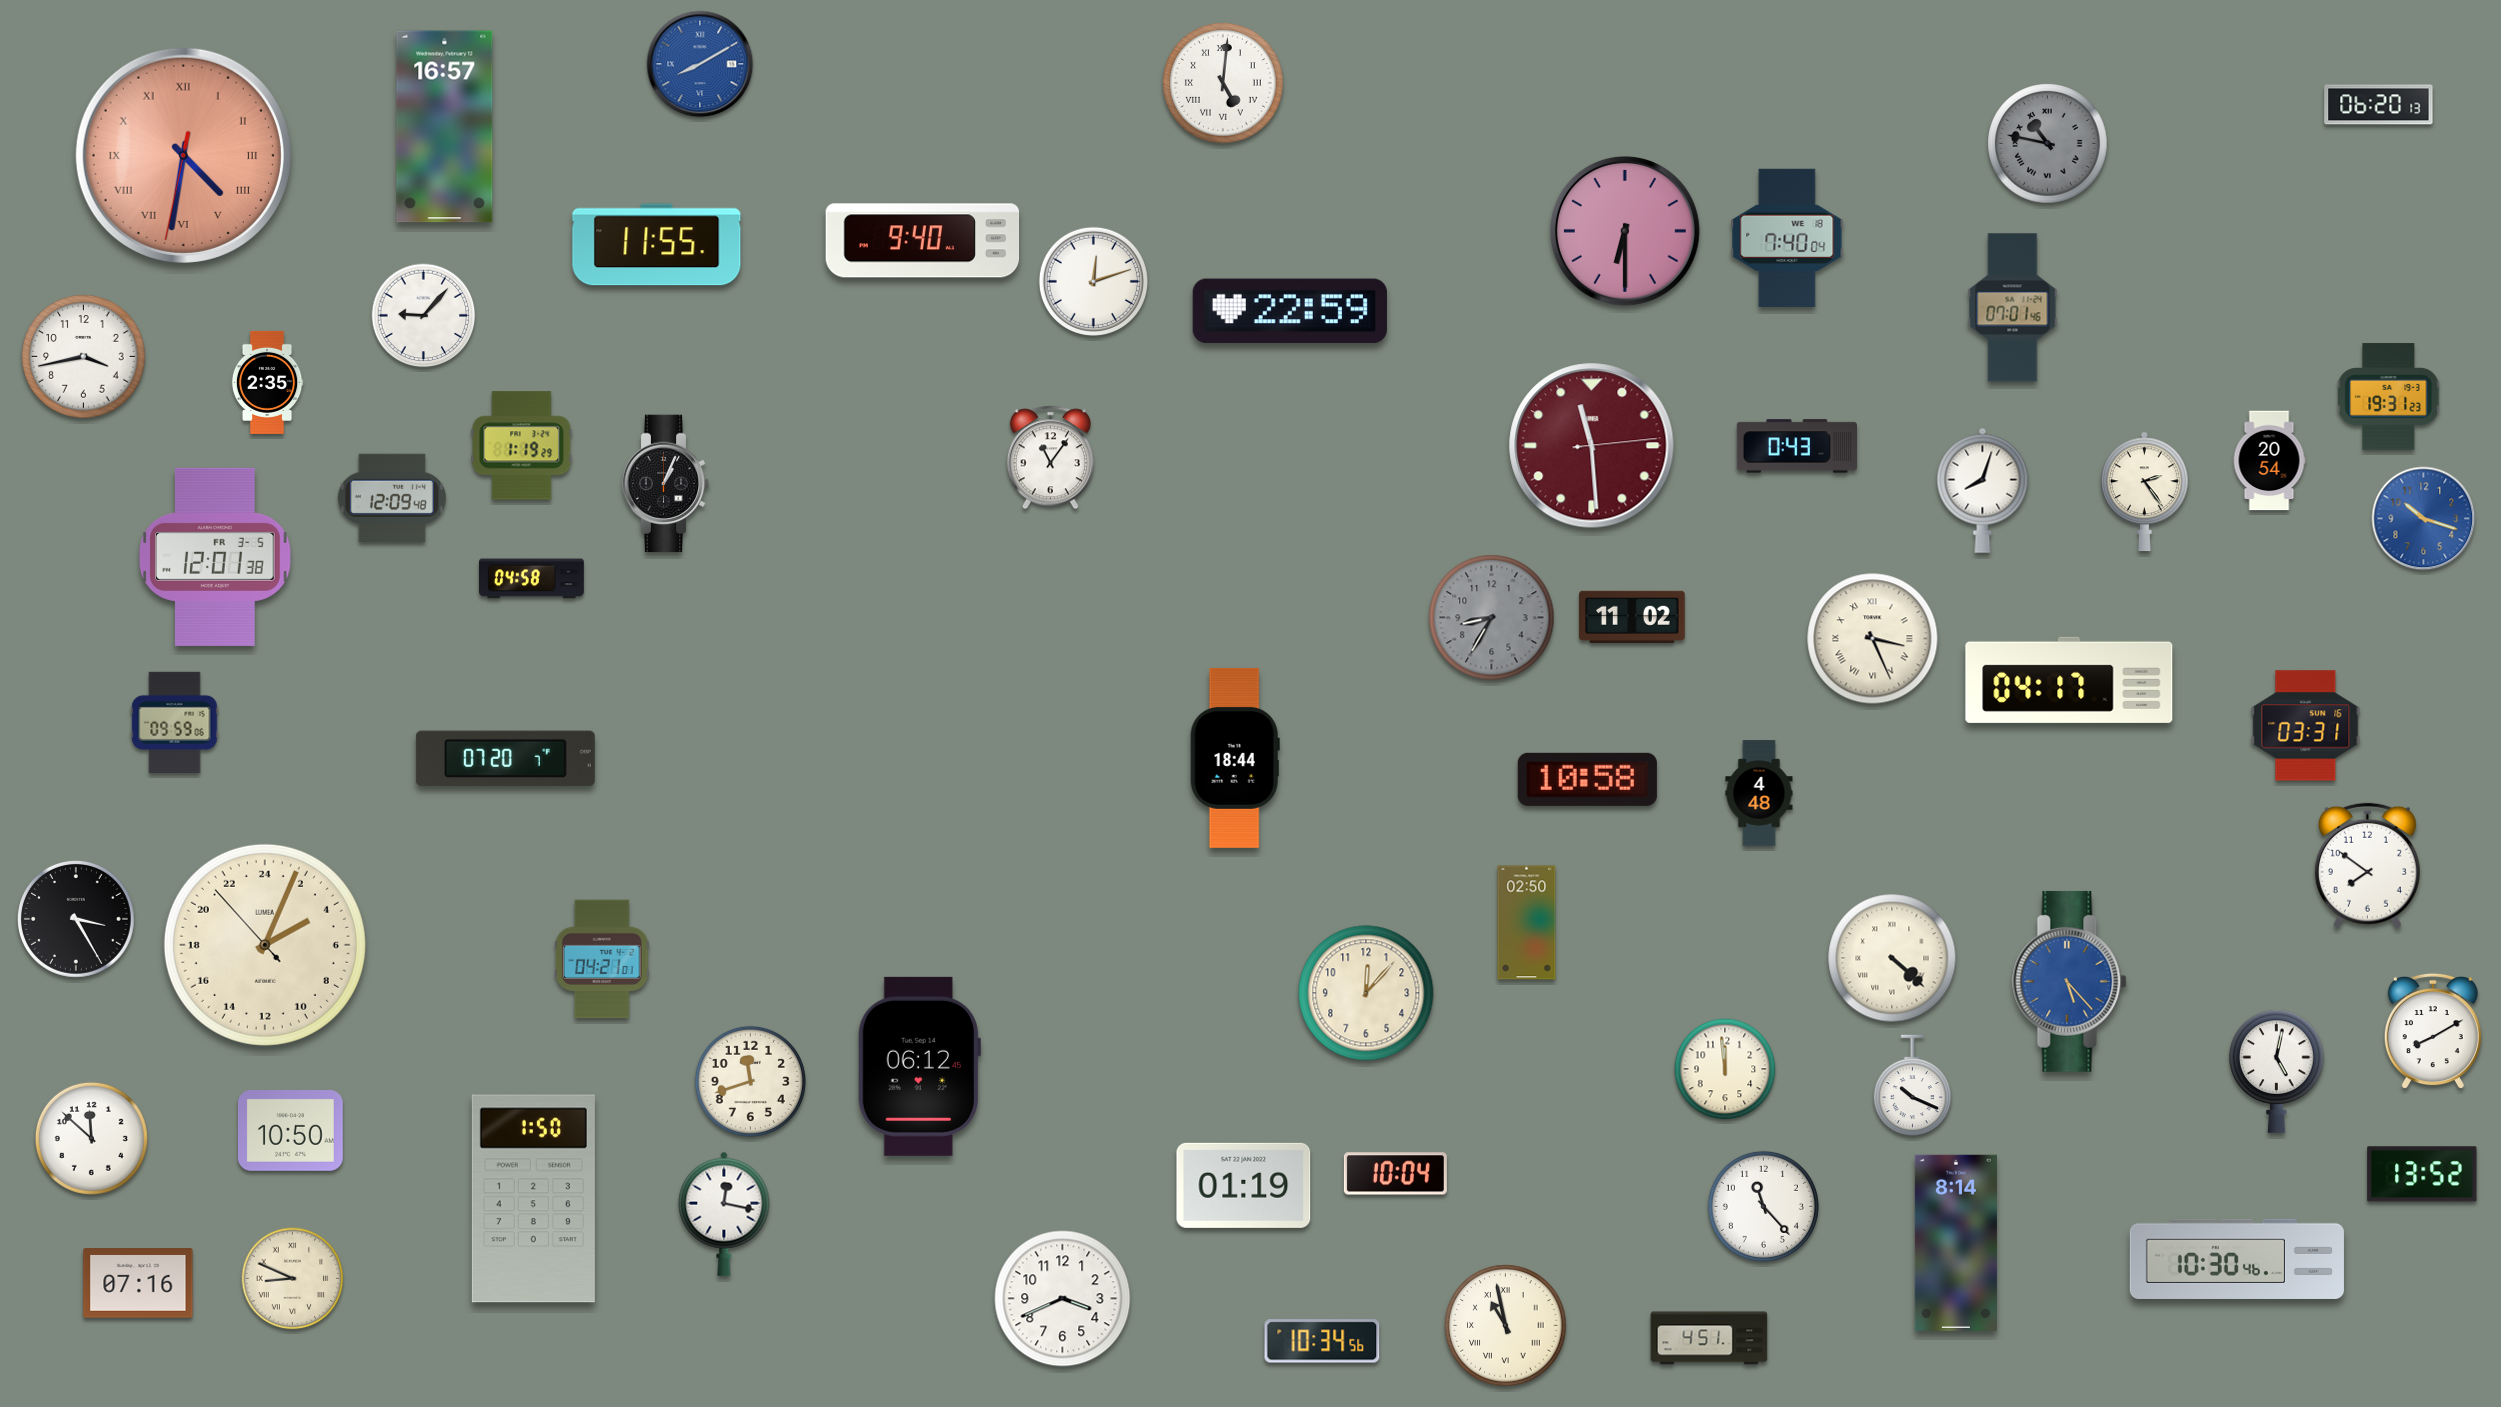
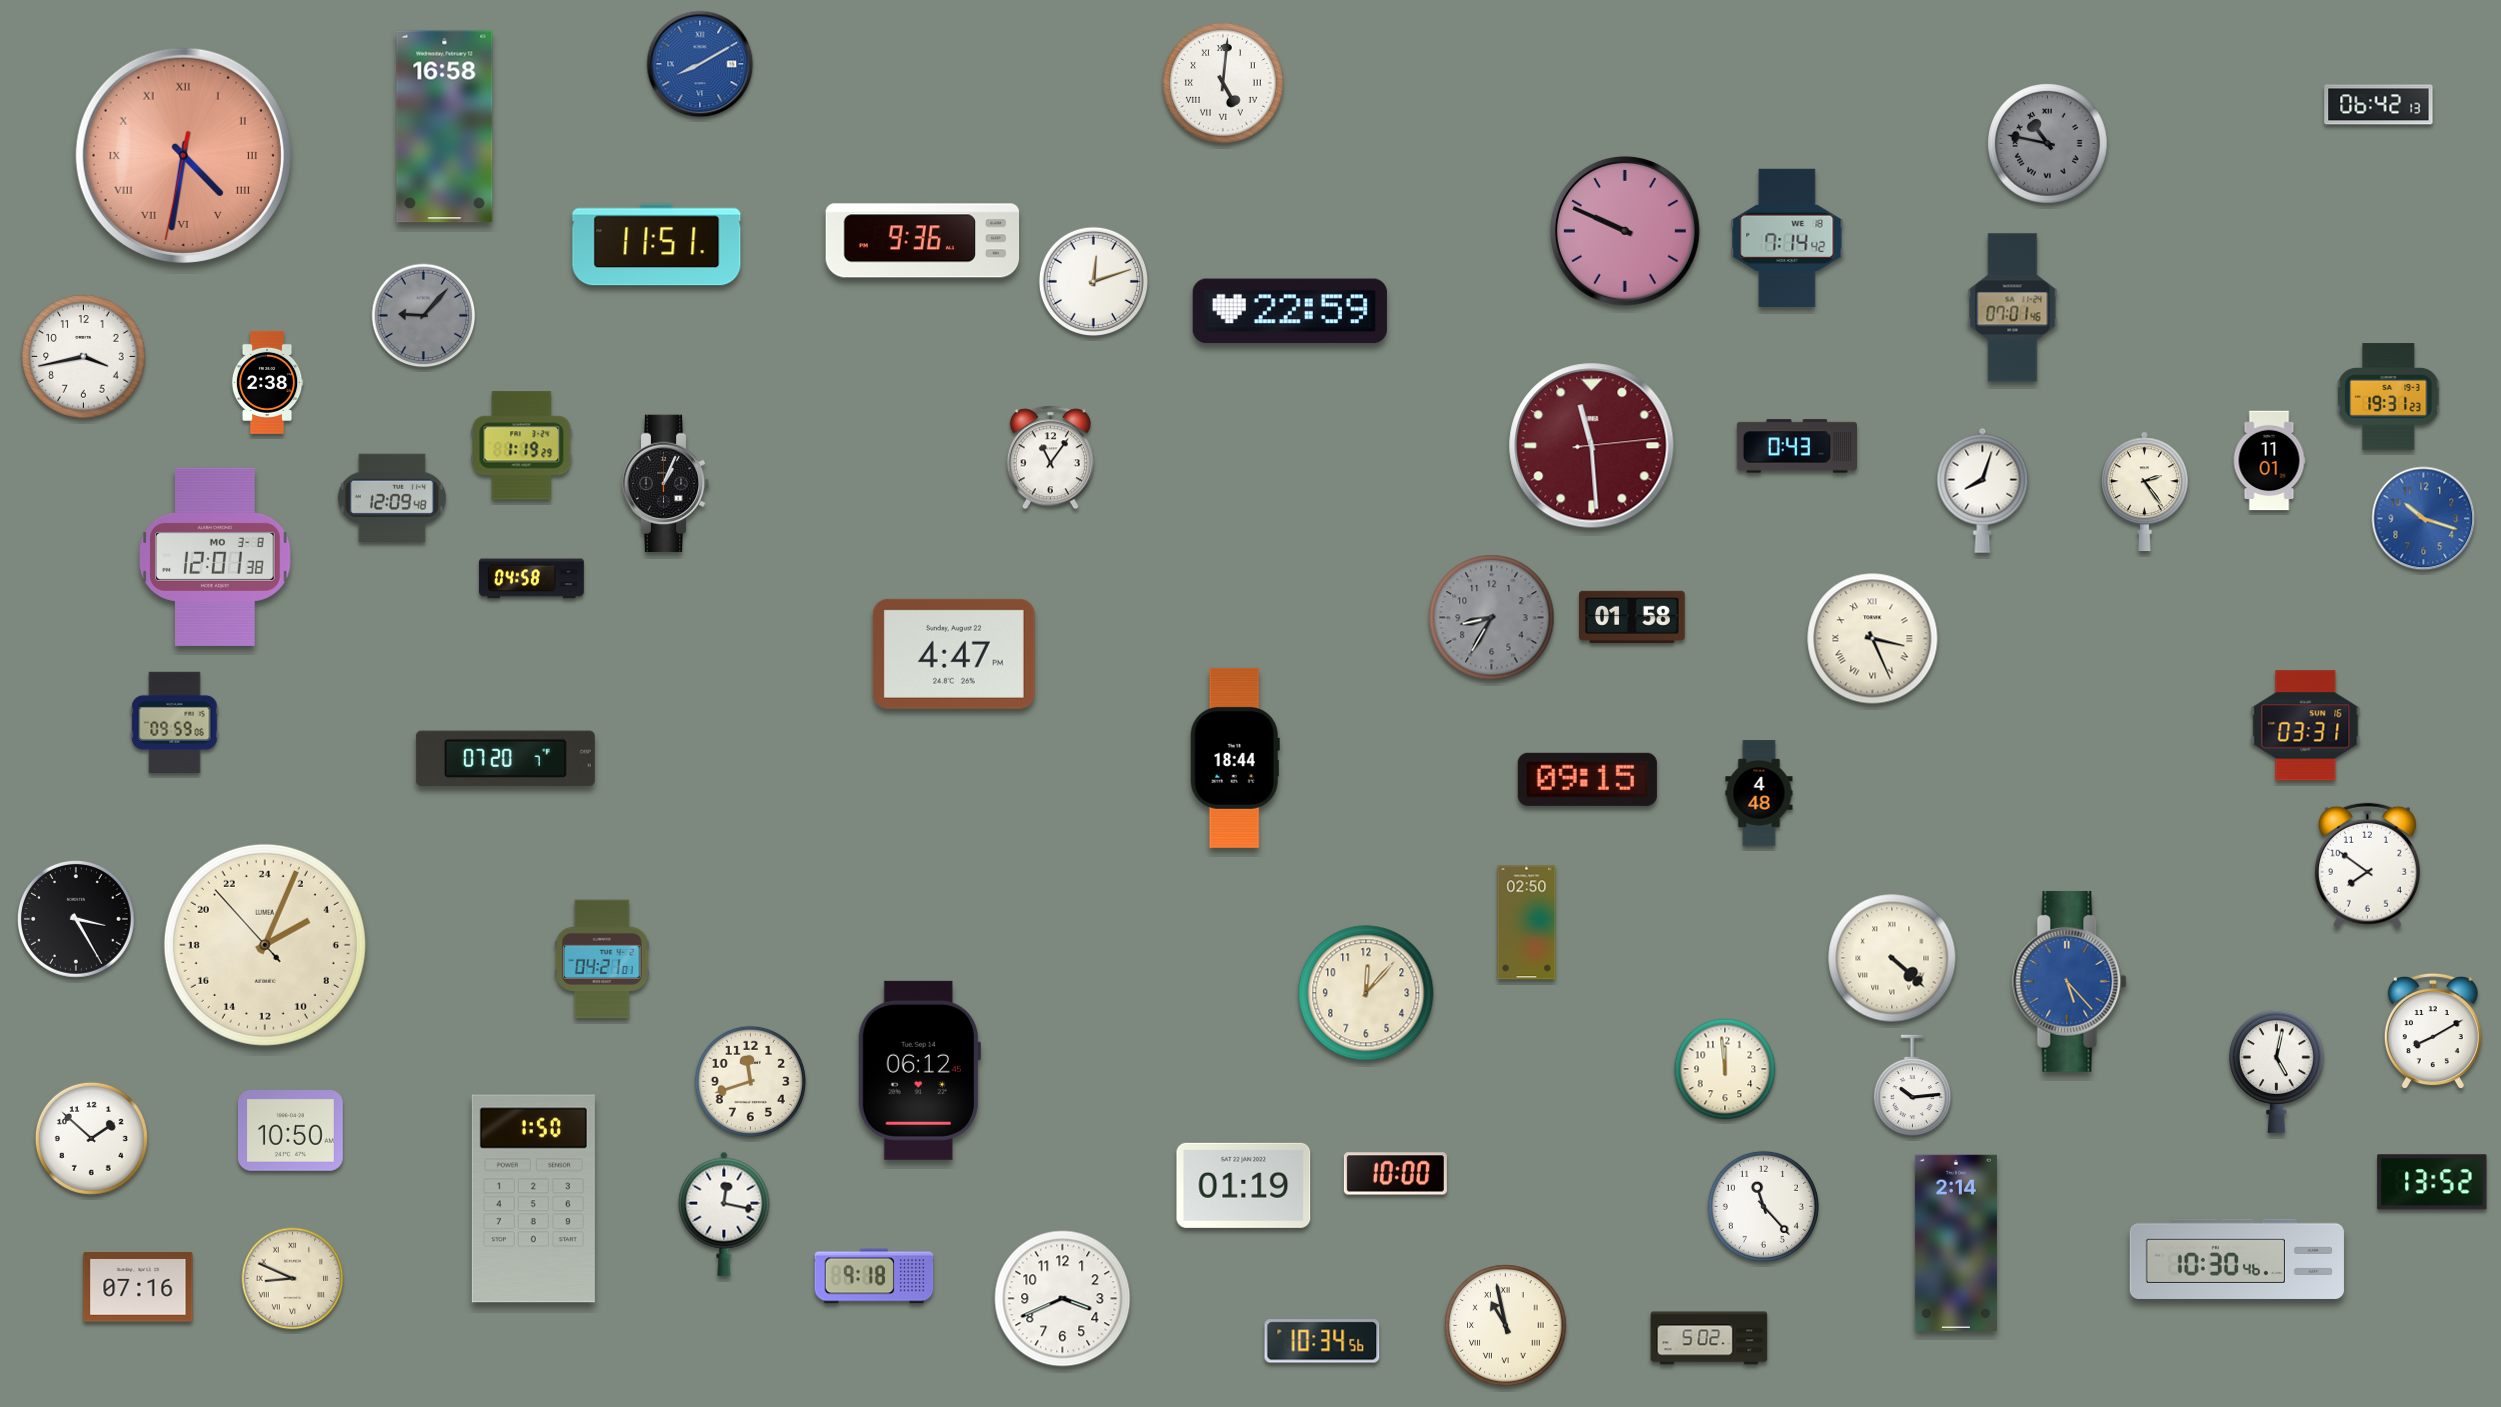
clock at (2379, 105): 06:20 -> 06:42
clock at (445, 127): 16:57 -> 16:58
clock at (1625, 231): 6:30 -> 9:49
clock at (1787, 237): 7:40 -> 7:14
clock at (923, 241): 9:40 -> 9:36
clock at (657, 245): 11:55 -> 11:51
clock at (424, 316) dial: white -> grey
clock at (267, 382): 2:35 -> 2:38
clock at (2269, 461): 20:54 -> 11:01
clock at (215, 557) date: FR 3-5 -> MO 3-8
clock at (1632, 617): 11:02 -> 01:58
clock at (954, 654): none -> 4:47
clock at (2069, 680): 04:17 -> none
clock at (1587, 779): 10:58 -> 09:15
clock at (919, 1066) position: (919, 1066) -> (919, 1070)
clock at (1913, 1086): 10:19 -> 10:14
clock at (91, 1138): 11:52 -> 1:52
clock at (1395, 1174): 10:04 -> 10:00
clock at (2422, 1174) position: (2422, 1174) -> (2432, 1182)
clock at (1956, 1243): 8:14 -> 2:14
clock at (874, 1276): none -> 9:18
clock at (138, 1283) position: (138, 1283) -> (138, 1287)
clock at (1709, 1338): 4:51 -> 5:02
